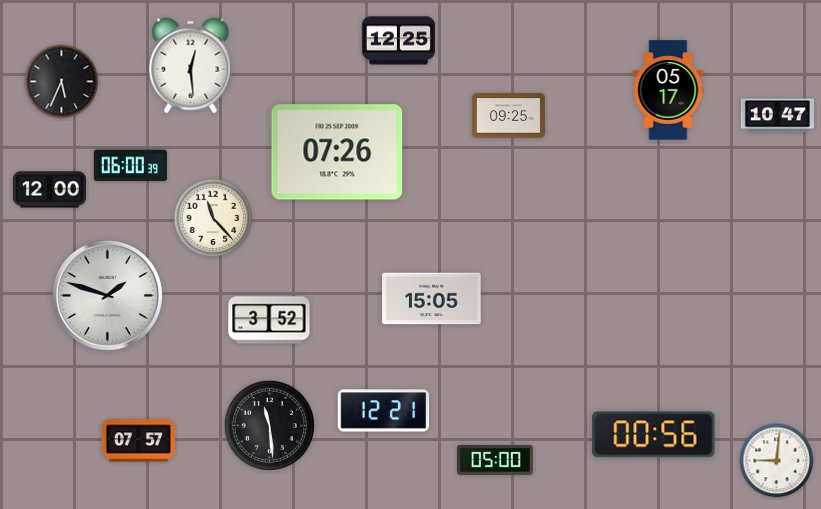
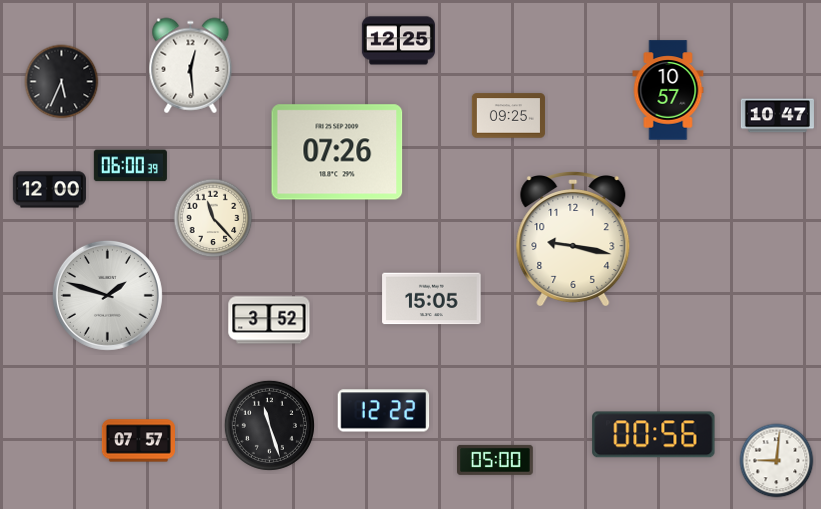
clock at (668, 90): 05:17 -> 10:57
clock at (573, 238): none -> 9:17
clock at (384, 411): 12:21 -> 12:22
clock at (269, 425): 11:29 -> 11:27
